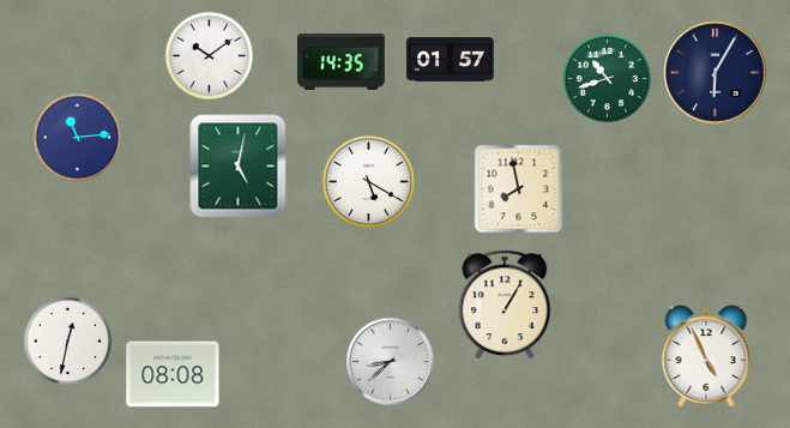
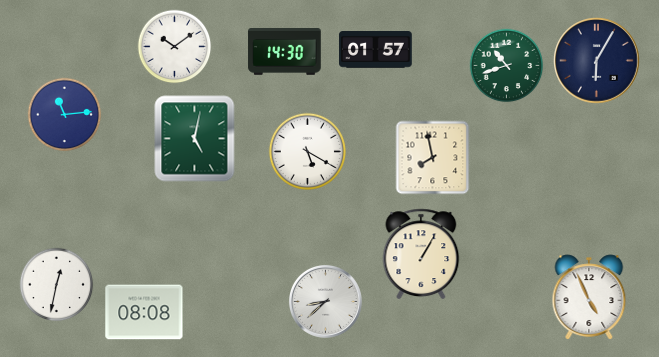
clock at (342, 62): 14:35 -> 14:30
clock at (239, 167) position: (239, 167) -> (195, 139)
